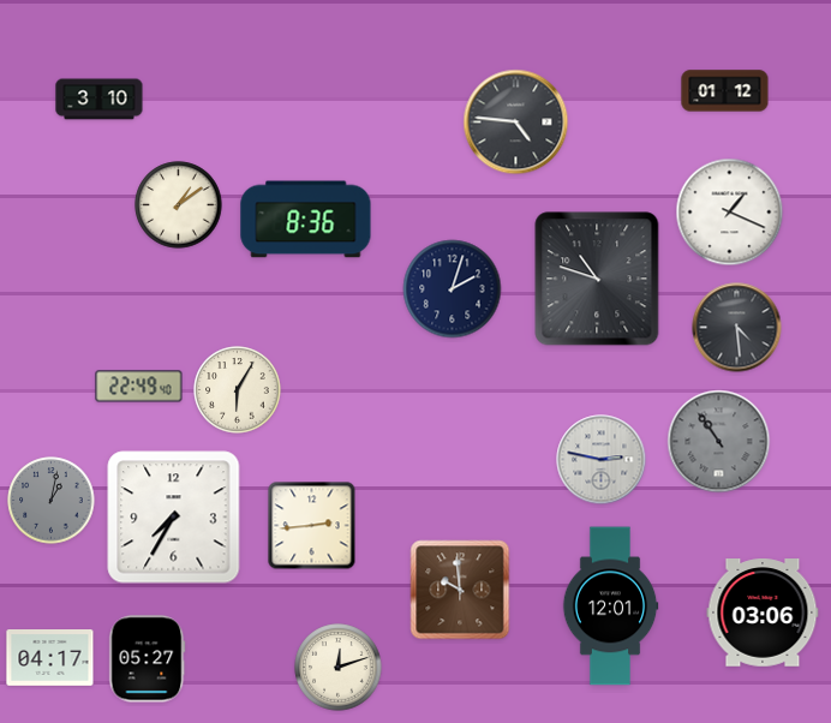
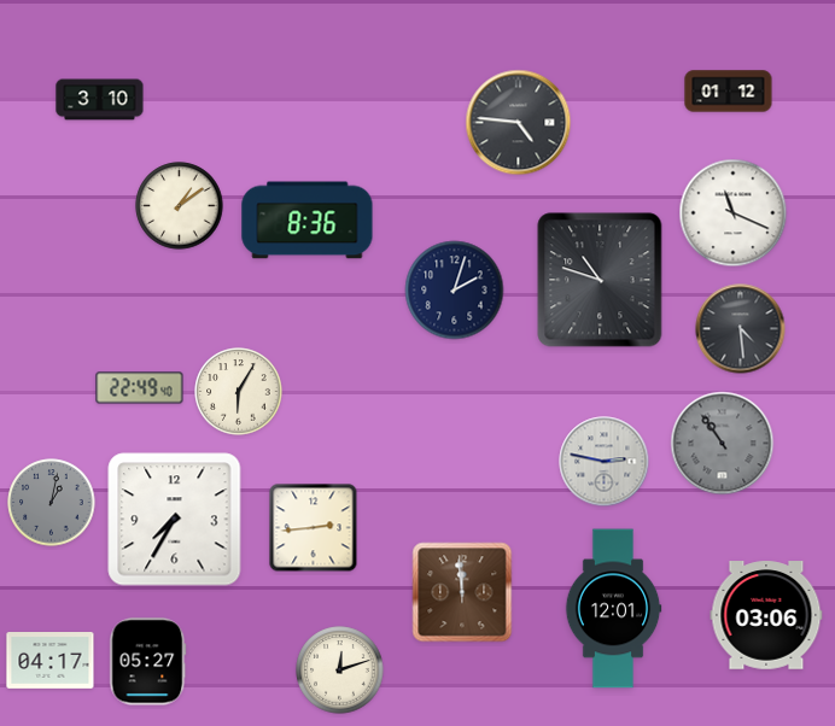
clock at (730, 213): 1:19 -> 11:19
clock at (460, 590): 9:59 -> 11:59
